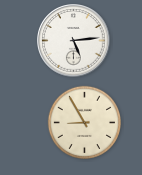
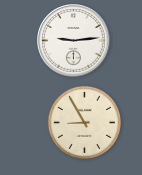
clock at (74, 41): 5:14 -> 9:14
